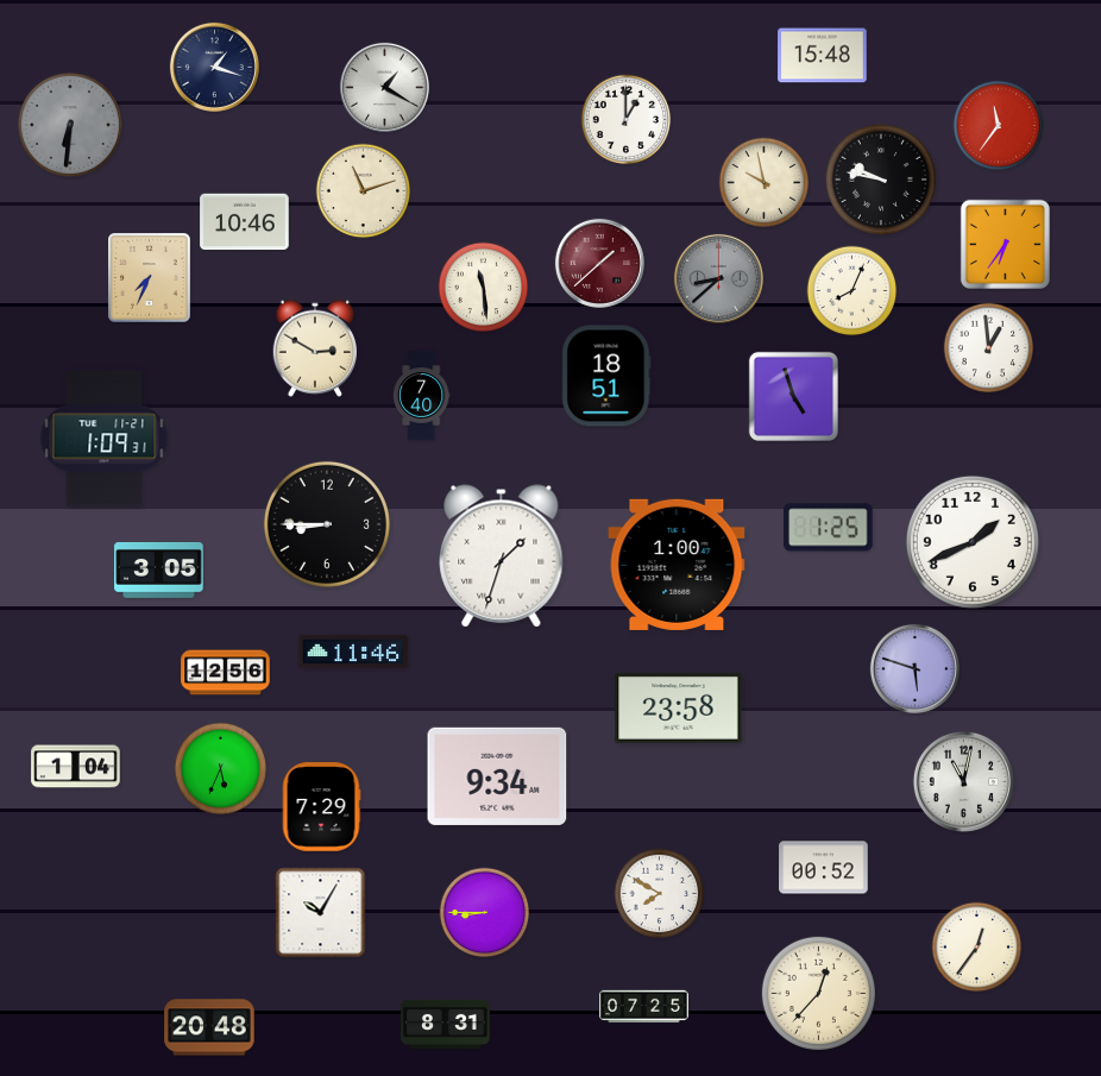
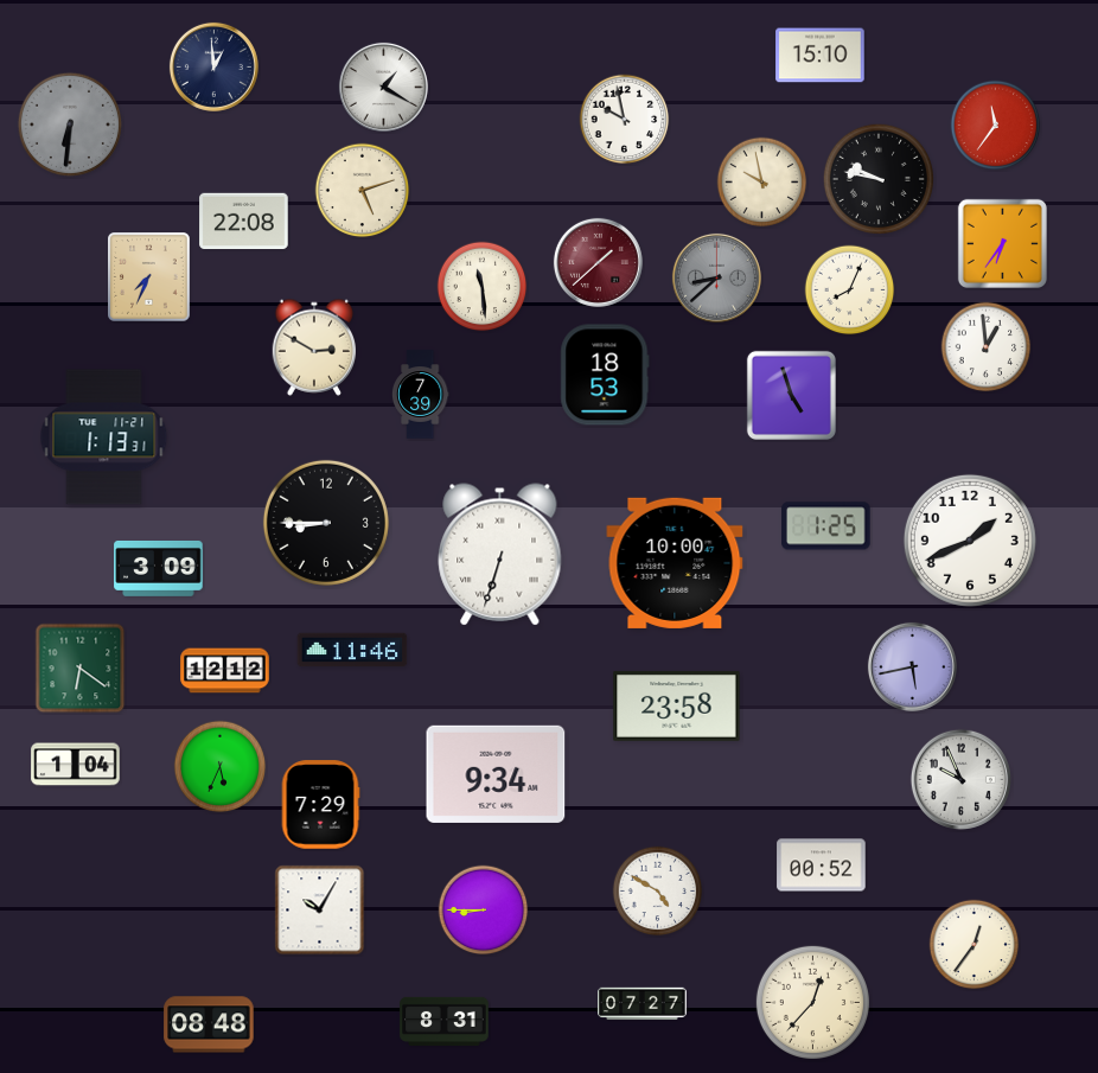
clock at (823, 56): 15:48 -> 15:10
clock at (214, 67): 1:18 -> 12:59
clock at (627, 120): 1:00 -> 9:58
clock at (364, 191): 11:12 -> 5:12
clock at (245, 222): 10:46 -> 22:08
clock at (606, 376): 18:51 -> 18:53
clock at (421, 396): 7:40 -> 7:39
clock at (105, 439): 1:09 -> 1:13
clock at (502, 556): 1:33 -> 6:33
clock at (677, 565): 1:00 -> 10:00
clock at (159, 570): 3:05 -> 3:09
clock at (914, 668): 5:48 -> 5:43
clock at (81, 669): none -> 6:21
clock at (226, 673): 12:56 -> 12:12
clock at (963, 781): 11:02 -> 9:56
clock at (660, 894): 7:50 -> 4:50
clock at (818, 993) position: (818, 993) -> (812, 1002)
clock at (644, 1007): 07:25 -> 07:27
clock at (209, 1027): 20:48 -> 08:48
